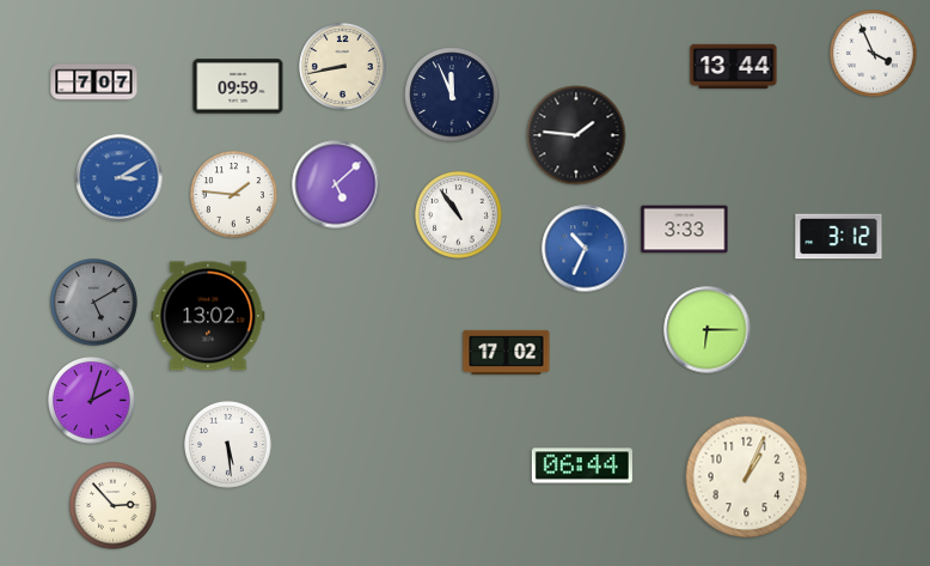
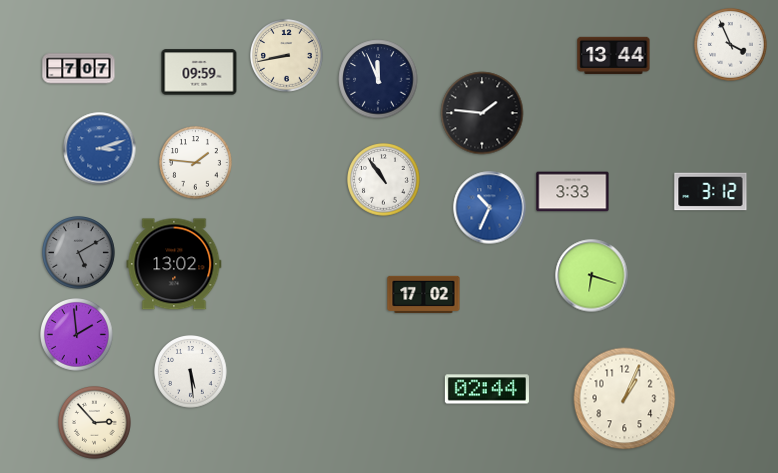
clock at (120, 178): 3:10 -> 3:12
clock at (336, 184): 5:08 -> none
clock at (839, 237) position: (839, 237) -> (711, 192)
clock at (708, 330): 6:15 -> 6:18
clock at (92, 401): 2:03 -> 1:59
clock at (582, 465): 06:44 -> 02:44
